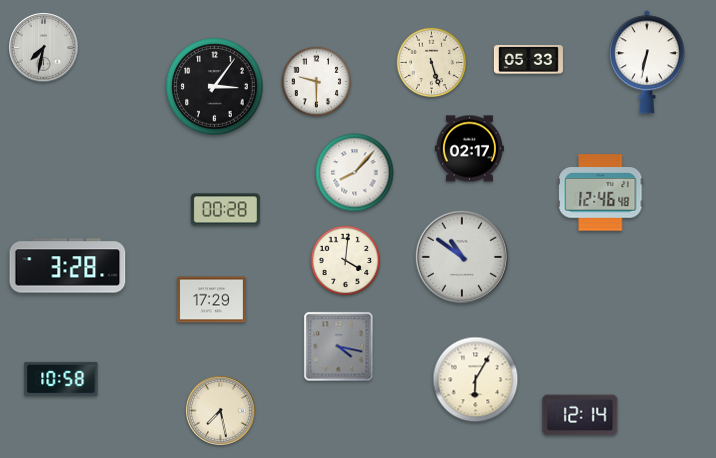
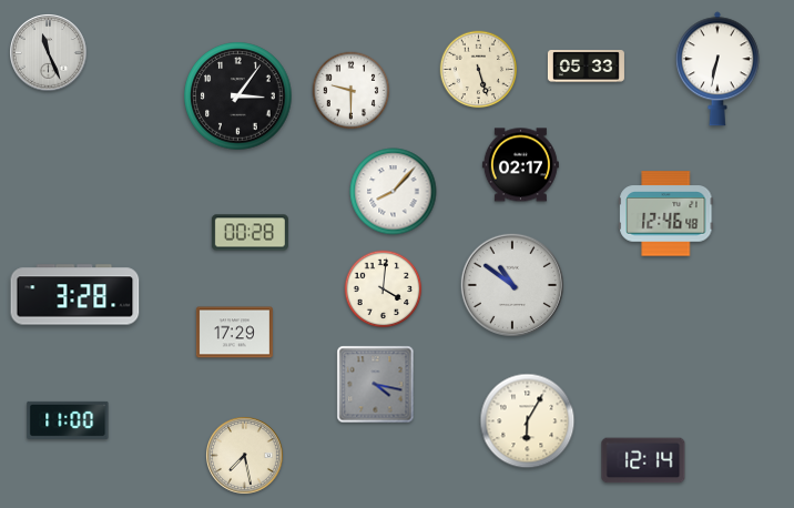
clock at (44, 48): 7:32 -> 11:26
clock at (61, 379): 10:58 -> 11:00
